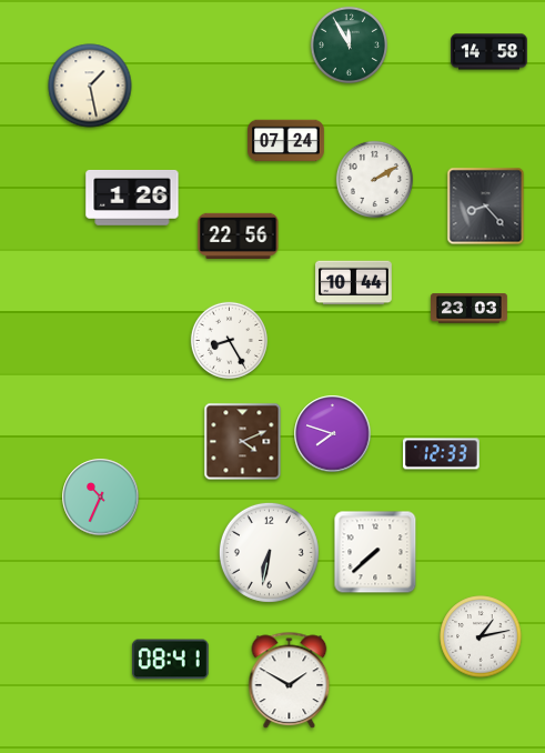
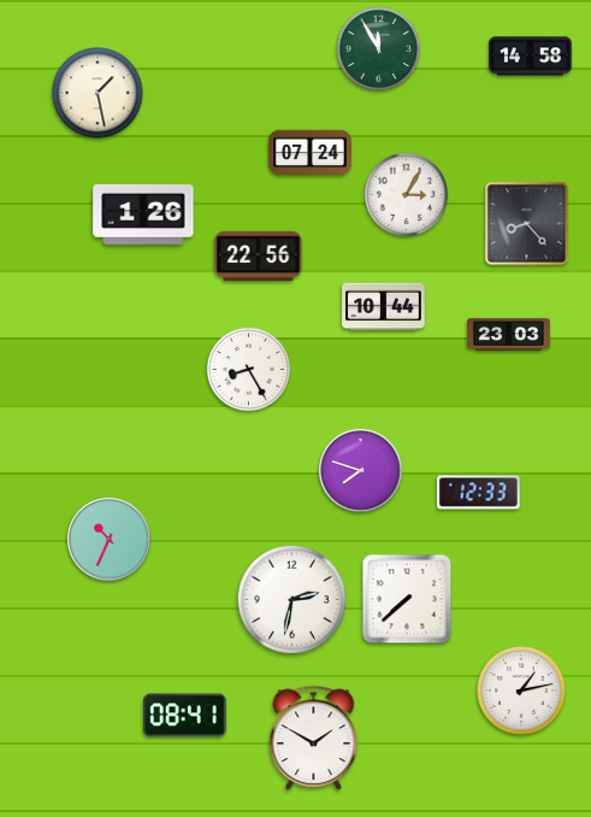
clock at (374, 179): 2:10 -> 3:05
clock at (243, 442): 4:11 -> none
clock at (269, 552): 6:32 -> 2:32
